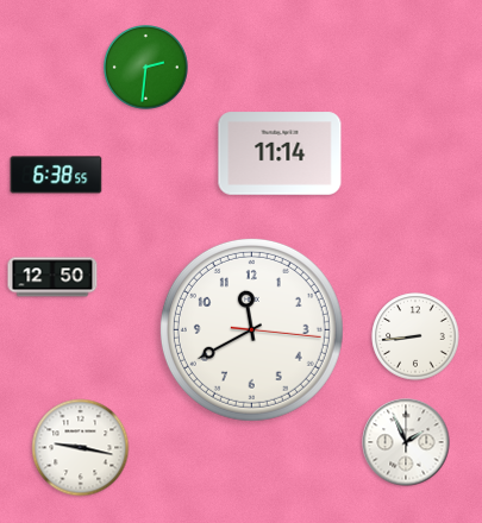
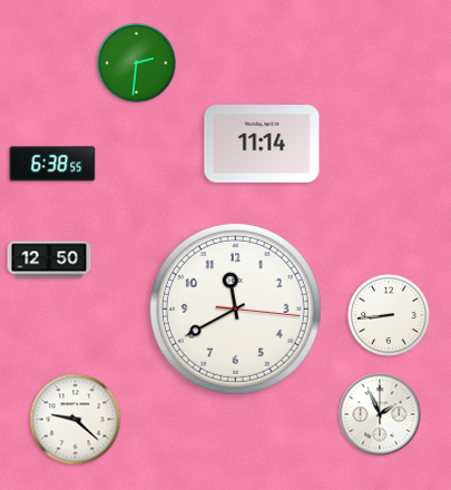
clock at (81, 448): 9:17 -> 9:22
